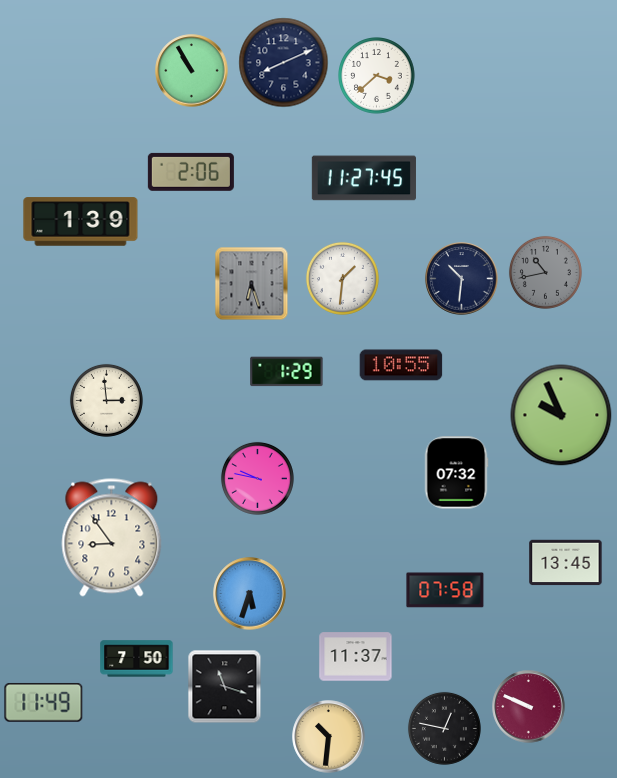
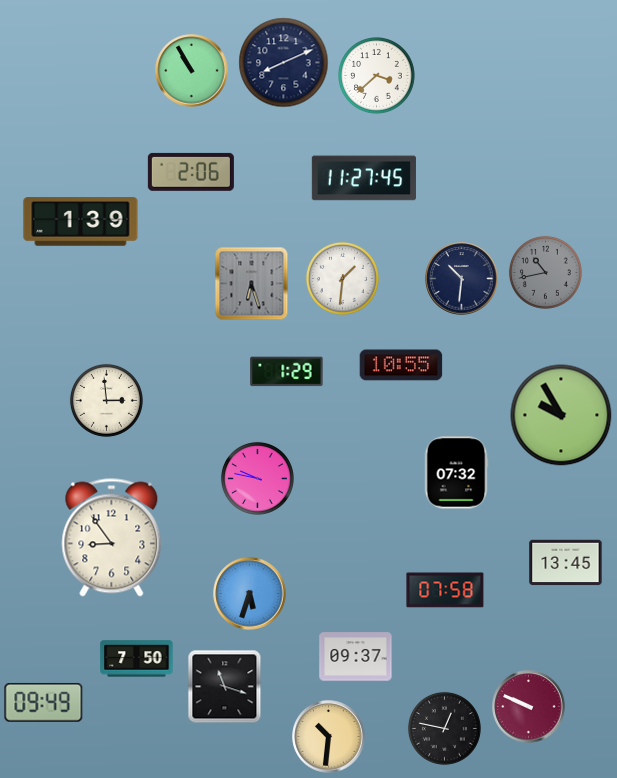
clock at (561, 415): 9:56 -> 9:55
clock at (356, 657): 11:37 -> 09:37
clock at (44, 702): 11:49 -> 09:49
